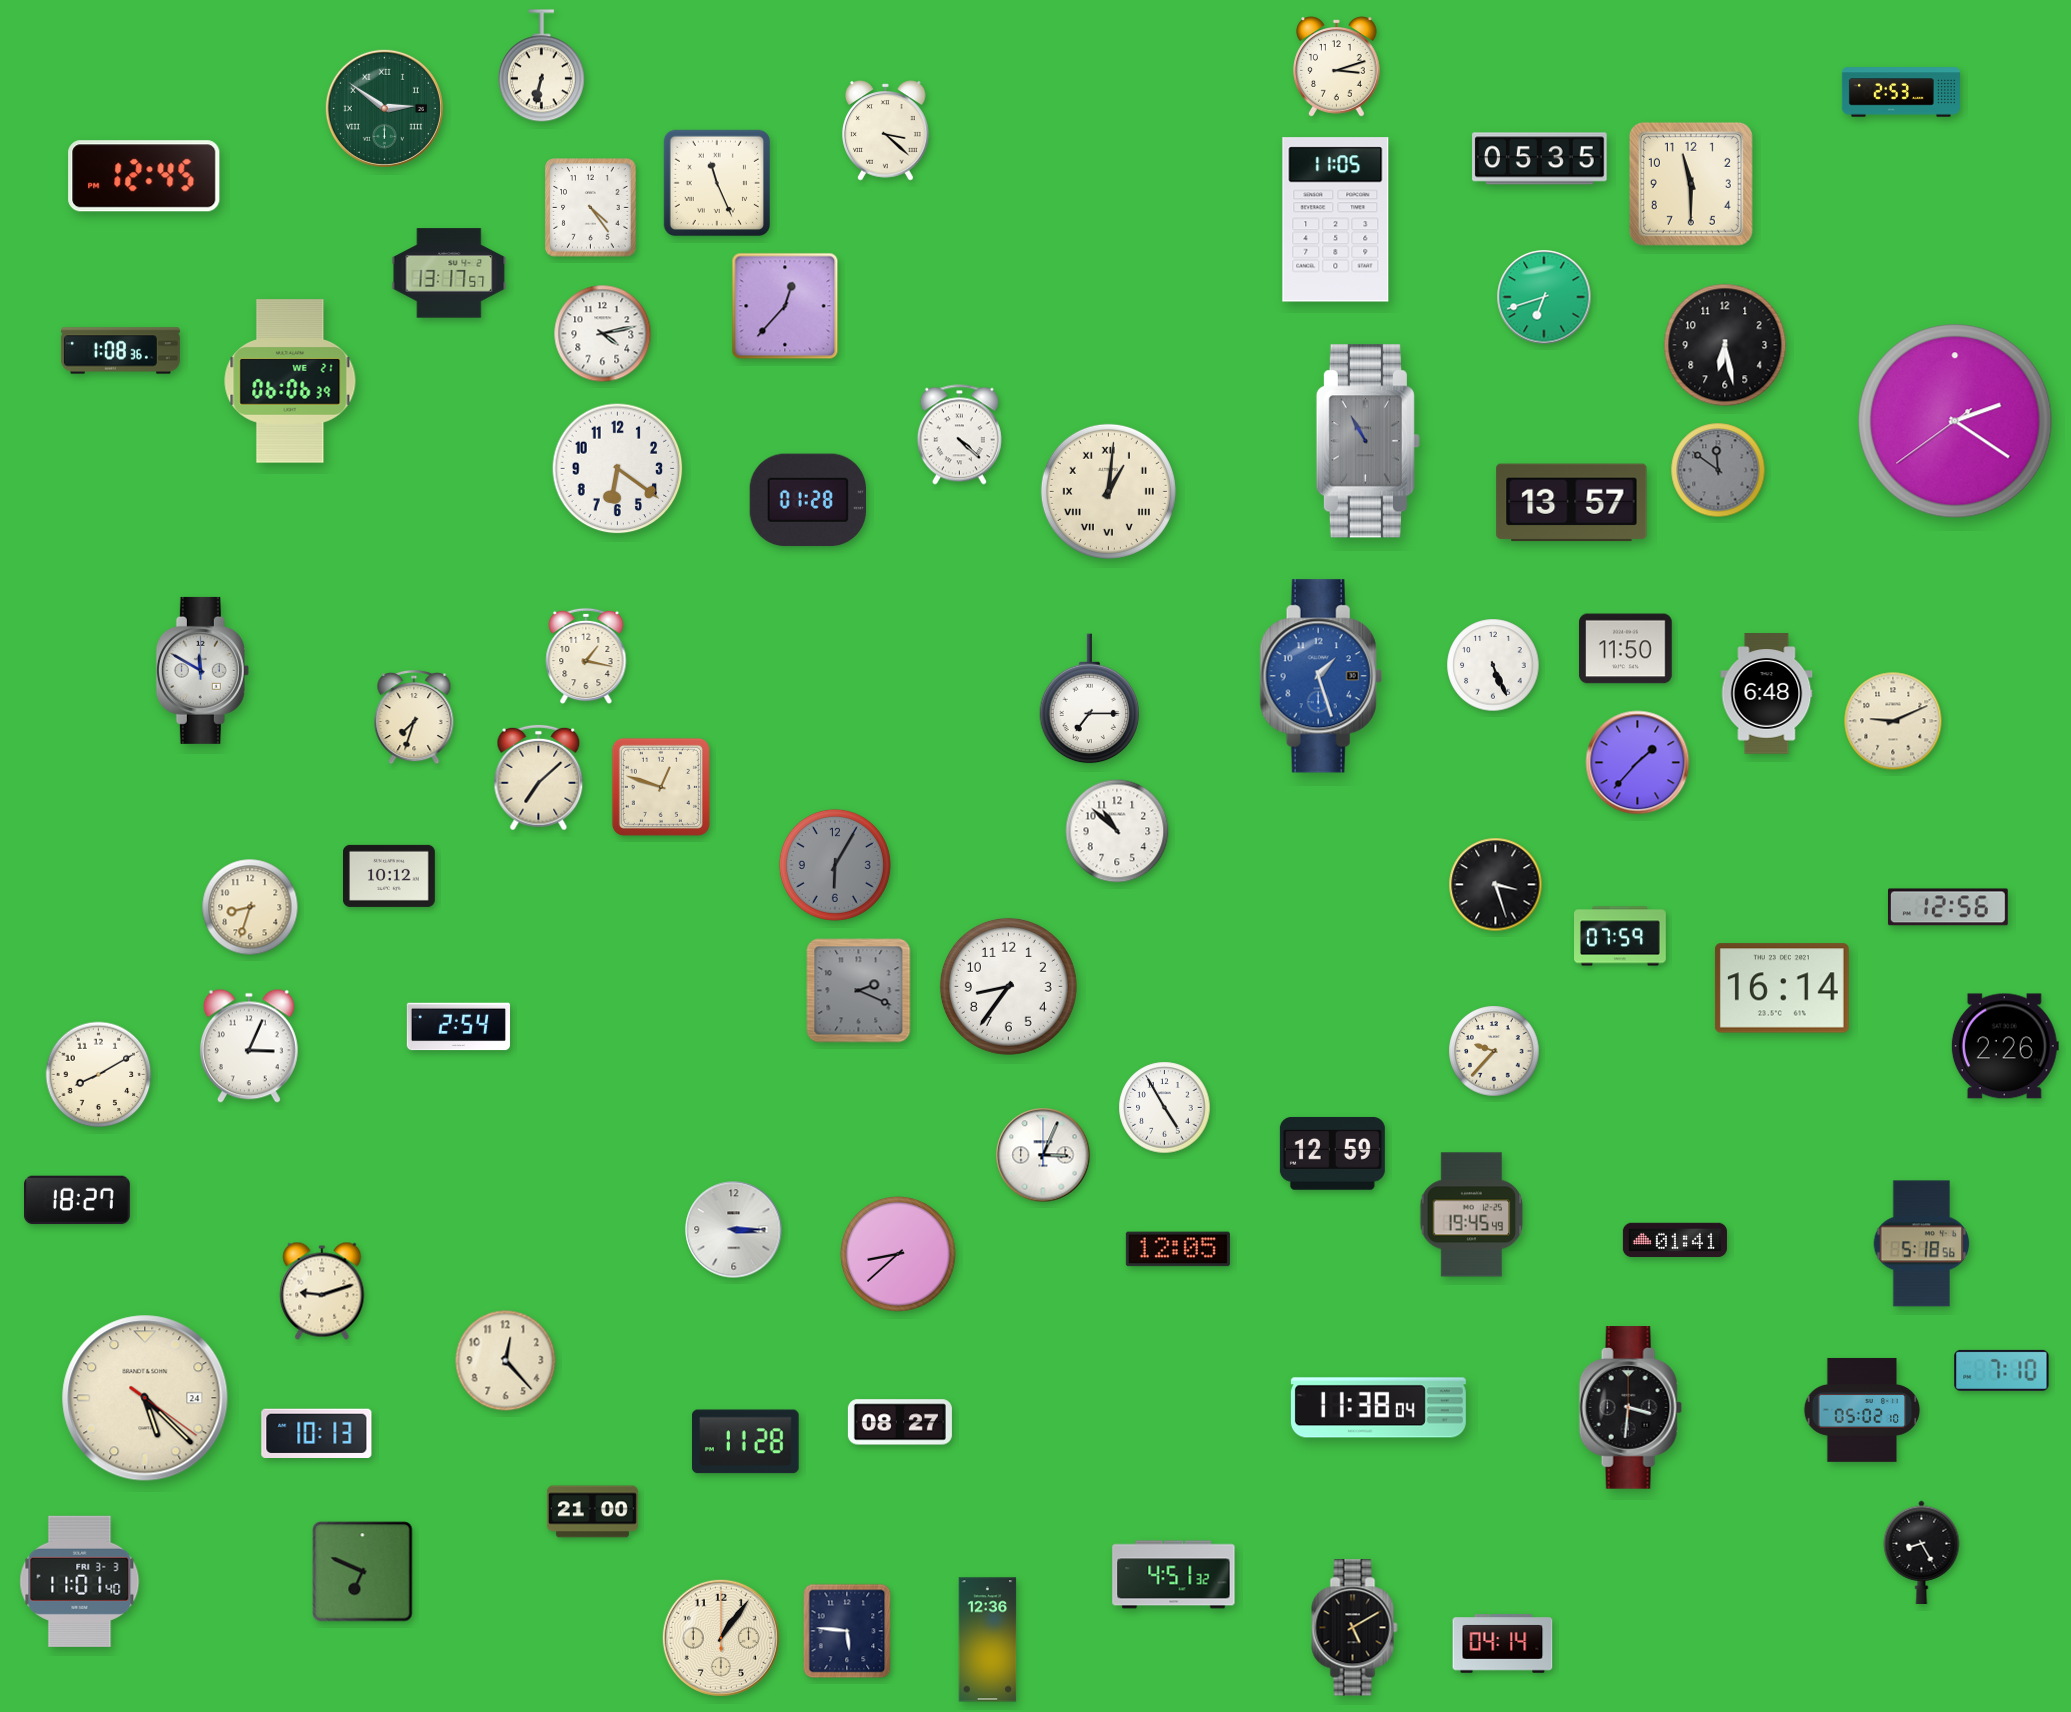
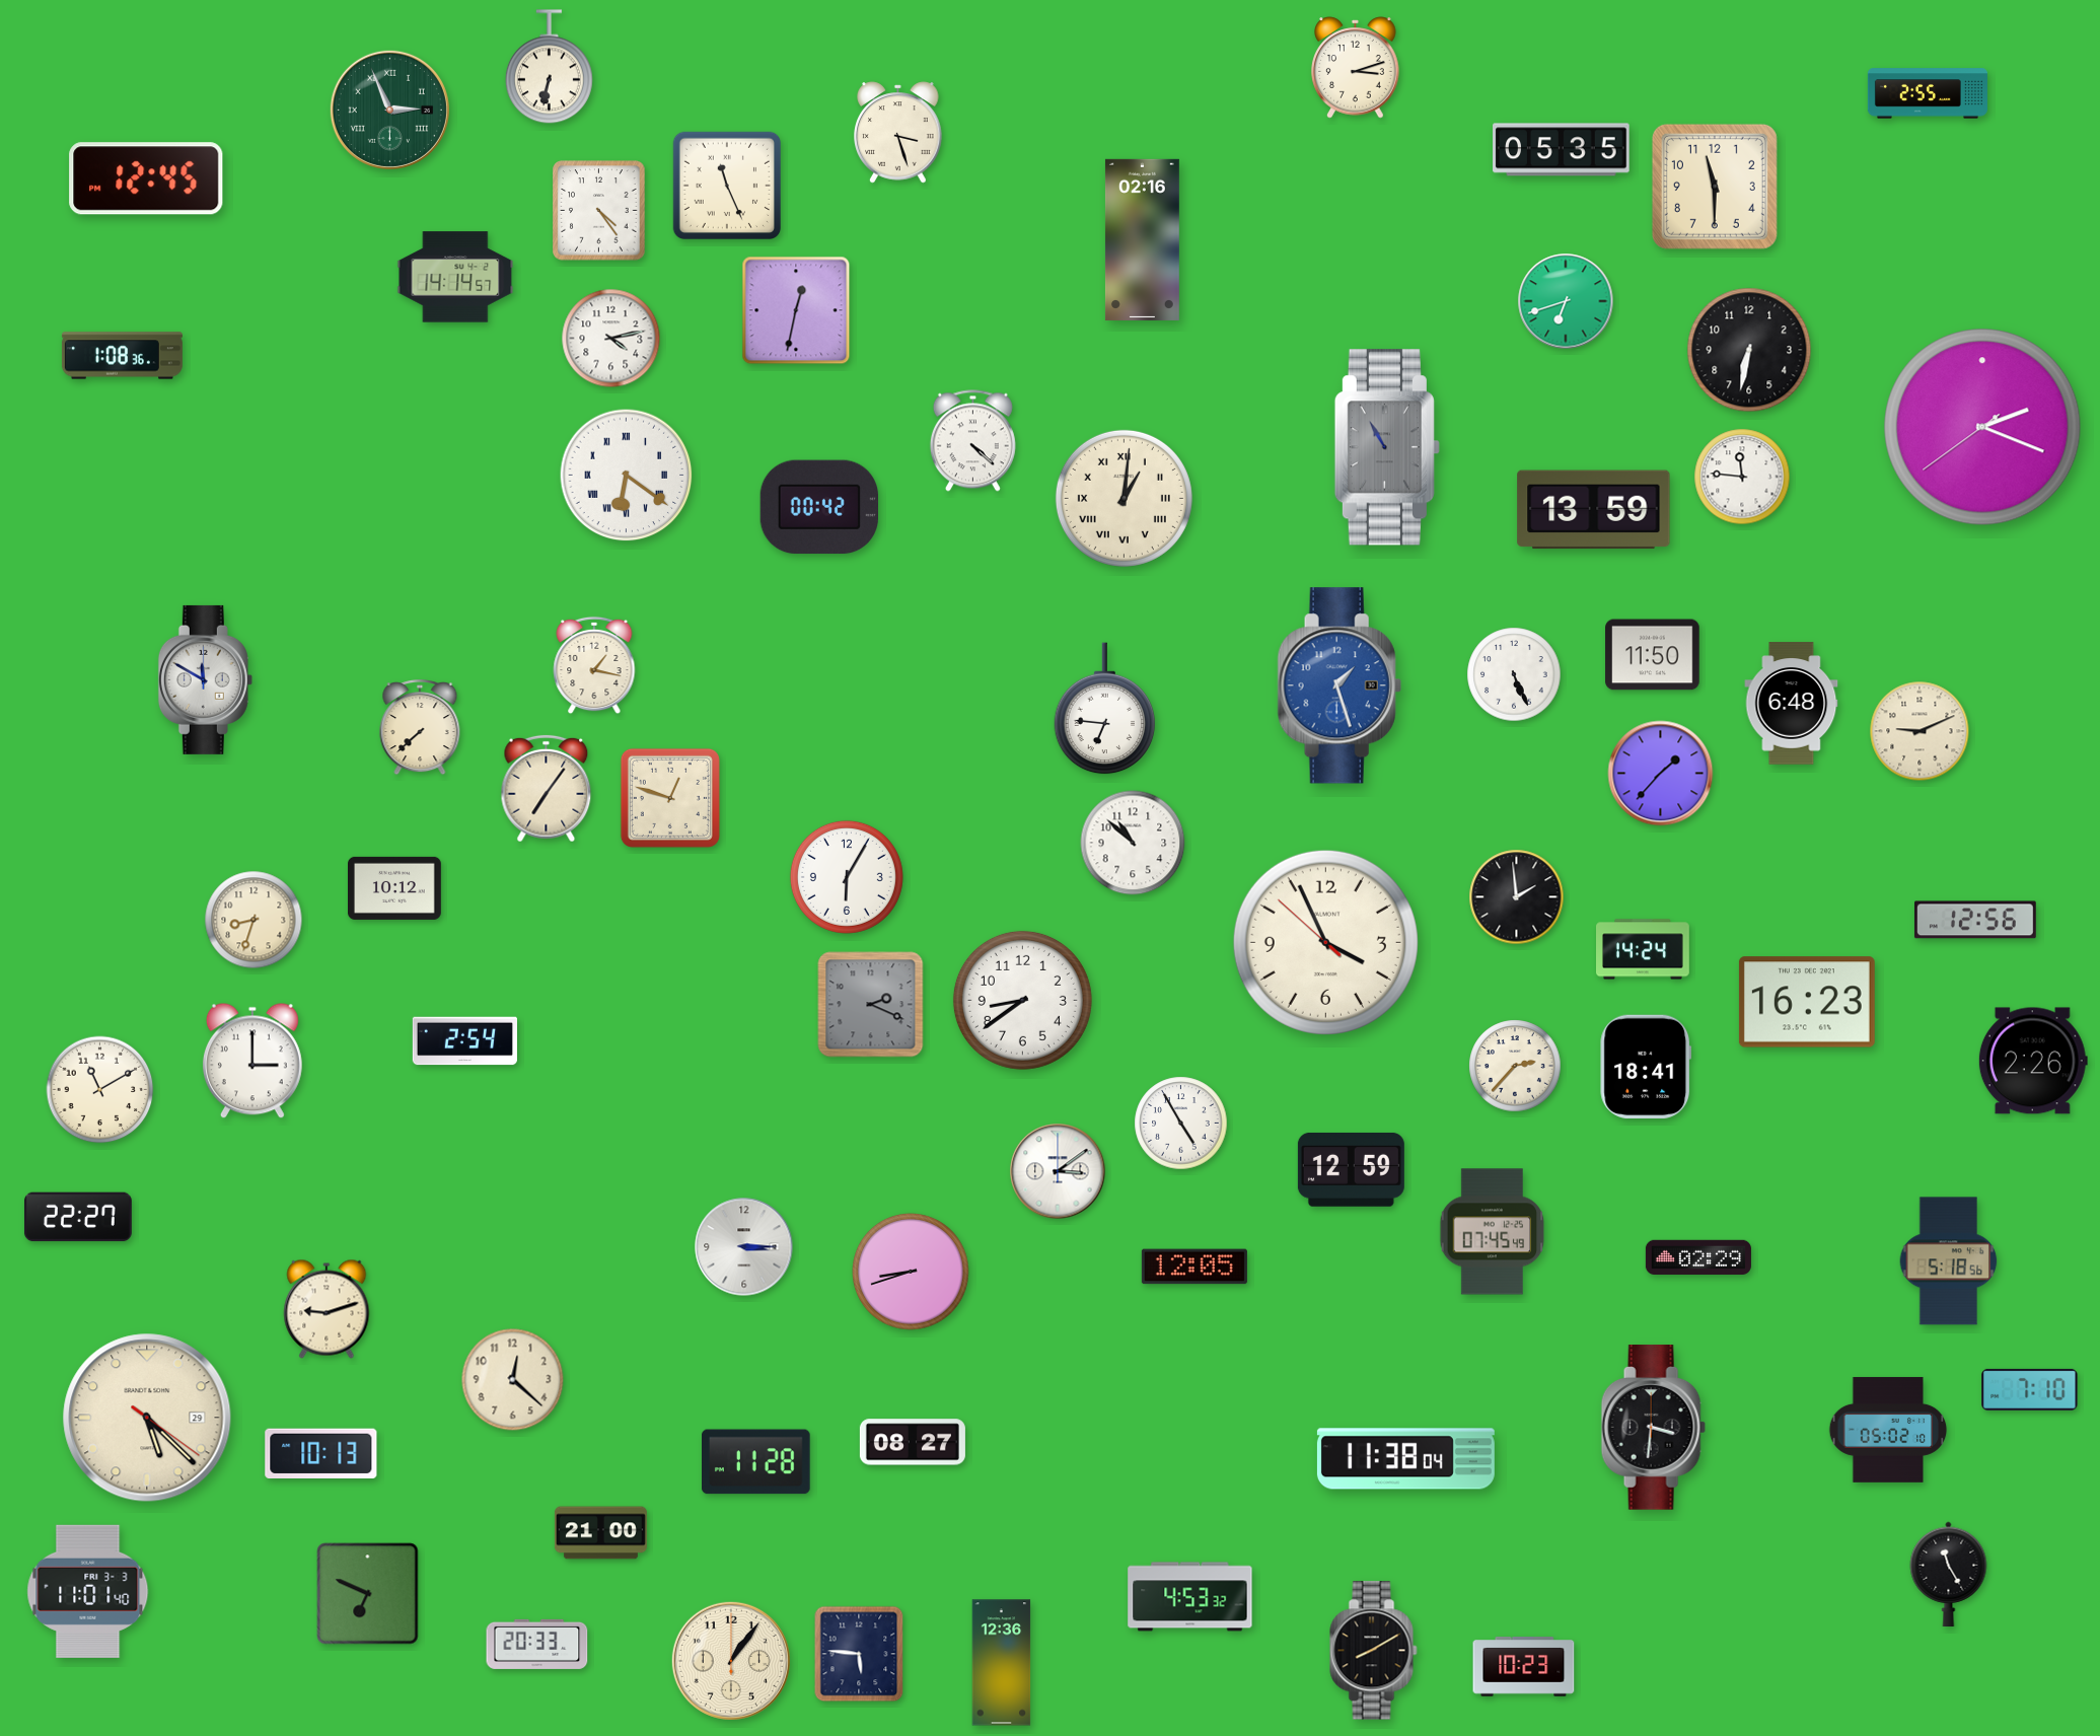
clock at (1901, 92): 2:53 -> 2:55
clock at (384, 108): 2:51 -> 2:56
clock at (886, 131): 3:22 -> 3:27
clock at (1540, 159) position: (1540, 159) -> (1562, 150)
clock at (1336, 220): 11:05 -> none
clock at (1142, 239): none -> 02:16
clock at (449, 273): 13:17 -> 14:14
clock at (785, 306): 12:37 -> 12:32
clock at (1725, 345): 6:28 -> 6:32
clock at (290, 381): 06:06 -> none
clock at (1955, 421): 2:20 -> 2:18
clock at (618, 469) numerals: Arabic -> Roman
clock at (1718, 470): 11:51 -> 11:46
clock at (1718, 470) dial: grey -> white
clock at (807, 500): 01:28 -> 00:42
clock at (1572, 503): 13:57 -> 13:59
clock at (1626, 649) position: (1626, 649) -> (1653, 655)
clock at (1090, 699): 7:15 -> 6:46
clock at (414, 718): 7:33 -> 7:38
clock at (539, 778): 7:08 -> 7:06
clock at (835, 865) dial: grey -> white
clock at (1496, 885): 3:27 -> 1:59
clock at (1325, 942): none -> 3:55
clock at (1621, 936): 07:59 -> 14:24
clock at (1008, 986): 8:36 -> 8:39
clock at (1782, 988): 16:14 -> 16:23
clock at (249, 1046): 3:04 -> 3:00
clock at (1494, 1051): 9:37 -> 2:37
clock at (1645, 1067): none -> 18:41
clock at (99, 1075): 8:10 -> 11:10
clock at (1043, 1155): 3:04 -> 3:09
clock at (77, 1200): 18:27 -> 22:27
clock at (1472, 1215): 19:45 -> 07:45
clock at (1675, 1240): 01:41 -> 02:29
clock at (898, 1254): 8:38 -> 8:42
clock at (506, 1361): 12:23 -> 12:22
clock at (145, 1398) date: 24 -> 29
clock at (1378, 1408) position: (1378, 1408) -> (1405, 1459)
clock at (1922, 1552): 8:25 -> 11:25
clock at (1174, 1575): 4:51 -> 4:53
clock at (80, 1581) position: (80, 1581) -> (88, 1591)
clock at (537, 1644): none -> 20:33
clock at (1355, 1628): 5:10 -> 8:10
clock at (1503, 1644): 04:14 -> 10:23
